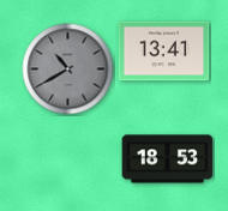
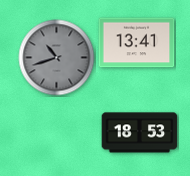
clock at (68, 70): 10:40 -> 10:42
